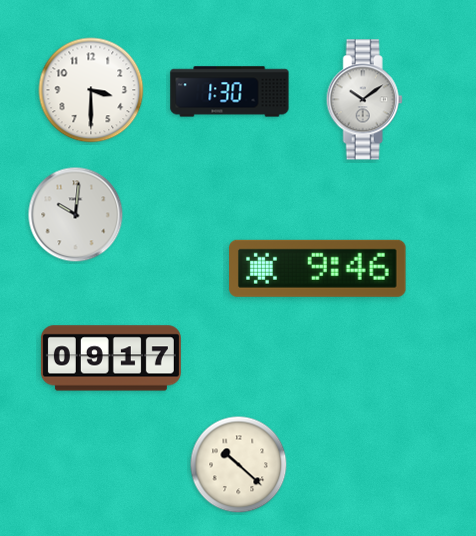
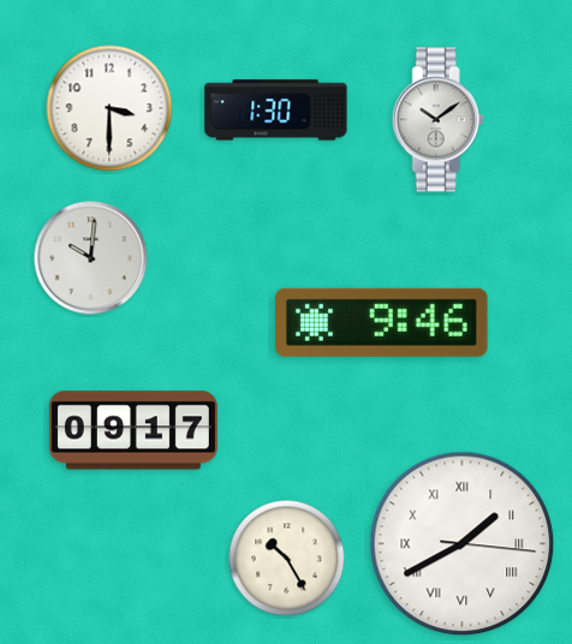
clock at (463, 544): none -> 1:40
clock at (239, 465): 10:22 -> 10:25
